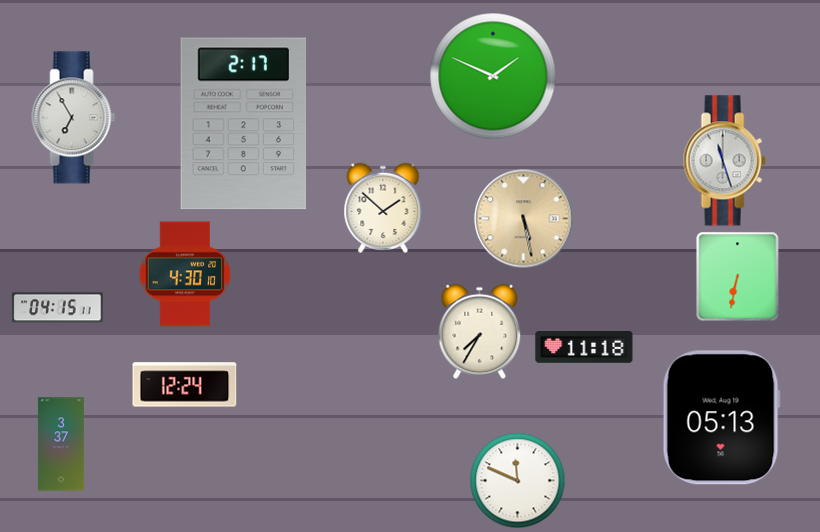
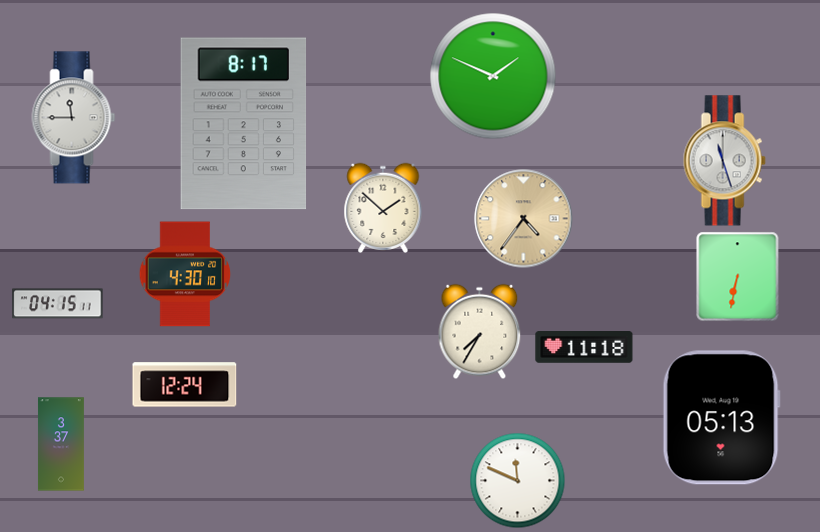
clock at (74, 118): 6:55 -> 11:45
clock at (244, 124): 2:17 -> 8:17
clock at (524, 219): 5:28 -> 4:36
clock at (58, 308) position: (58, 308) -> (58, 304)
